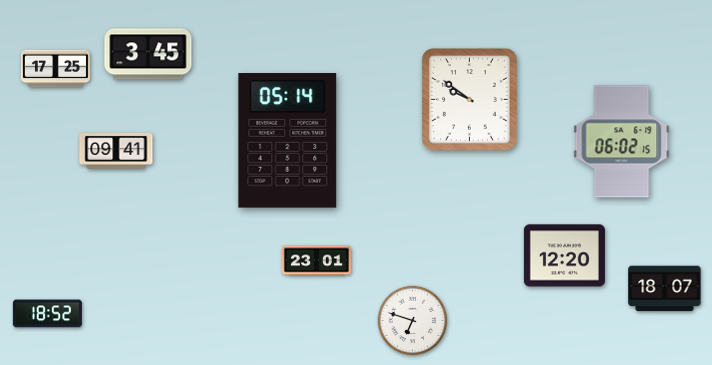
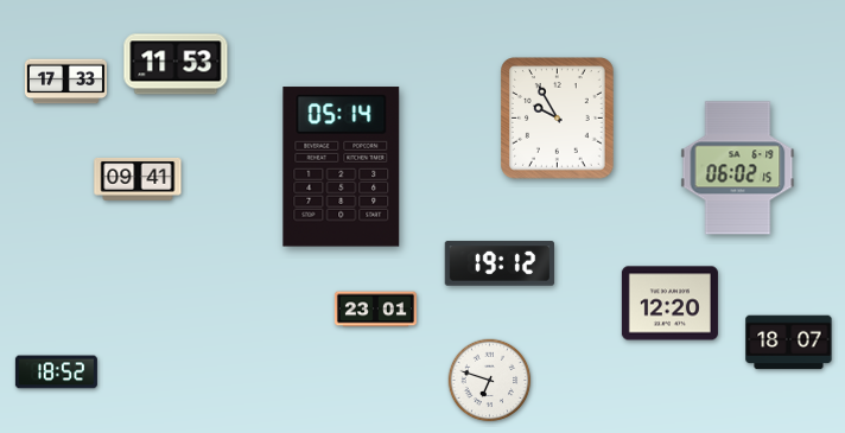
clock at (148, 54): 3:45 -> 11:53
clock at (55, 69): 17:25 -> 17:33
clock at (470, 100): 9:51 -> 9:55
clock at (500, 263): none -> 19:12
